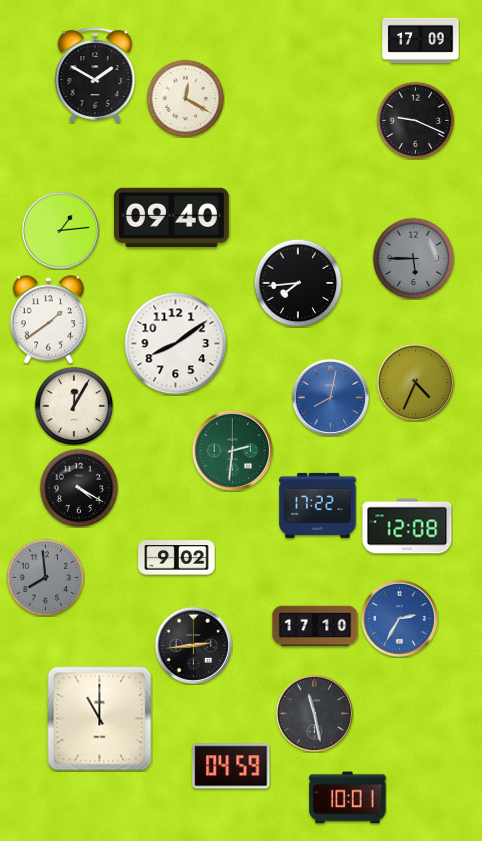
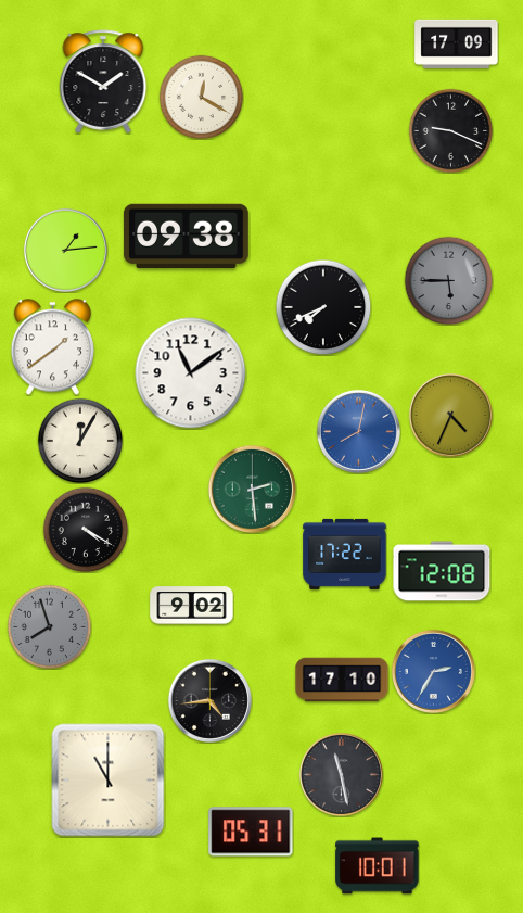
clock at (185, 98) position: (185, 98) -> (201, 97)
clock at (172, 217): 09:40 -> 09:38
clock at (298, 283): 7:44 -> 7:41
clock at (176, 344): 8:09 -> 11:09
clock at (232, 450): 2:31 -> 2:29
clock at (318, 505) position: (318, 505) -> (345, 554)
clock at (45, 577): 7:59 -> 7:57
clock at (193, 645): 2:44 -> 4:44
clock at (231, 766): 04:59 -> 05:31
